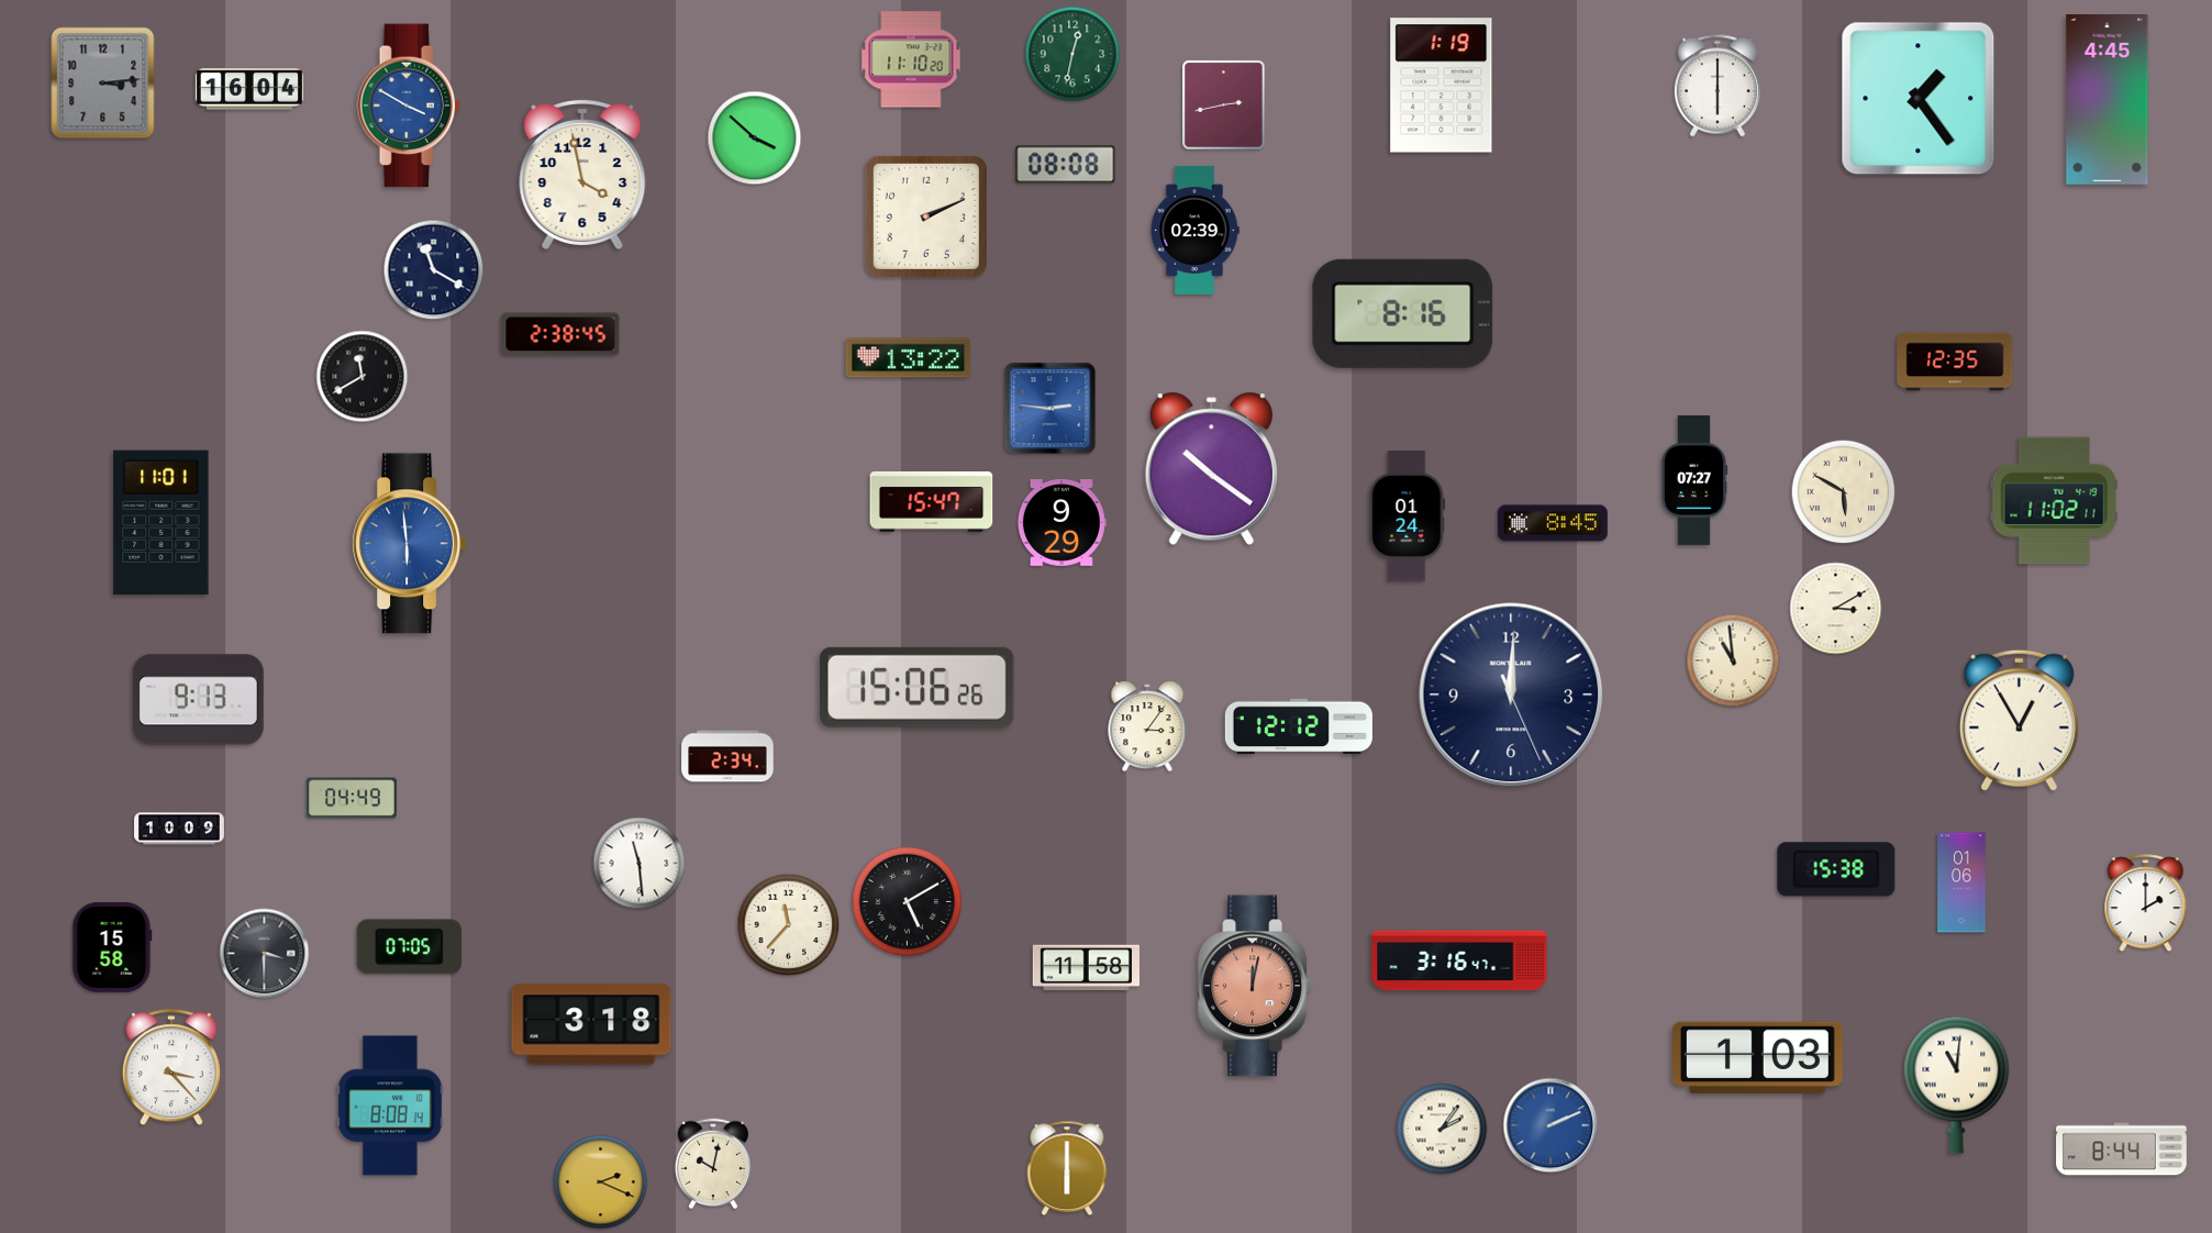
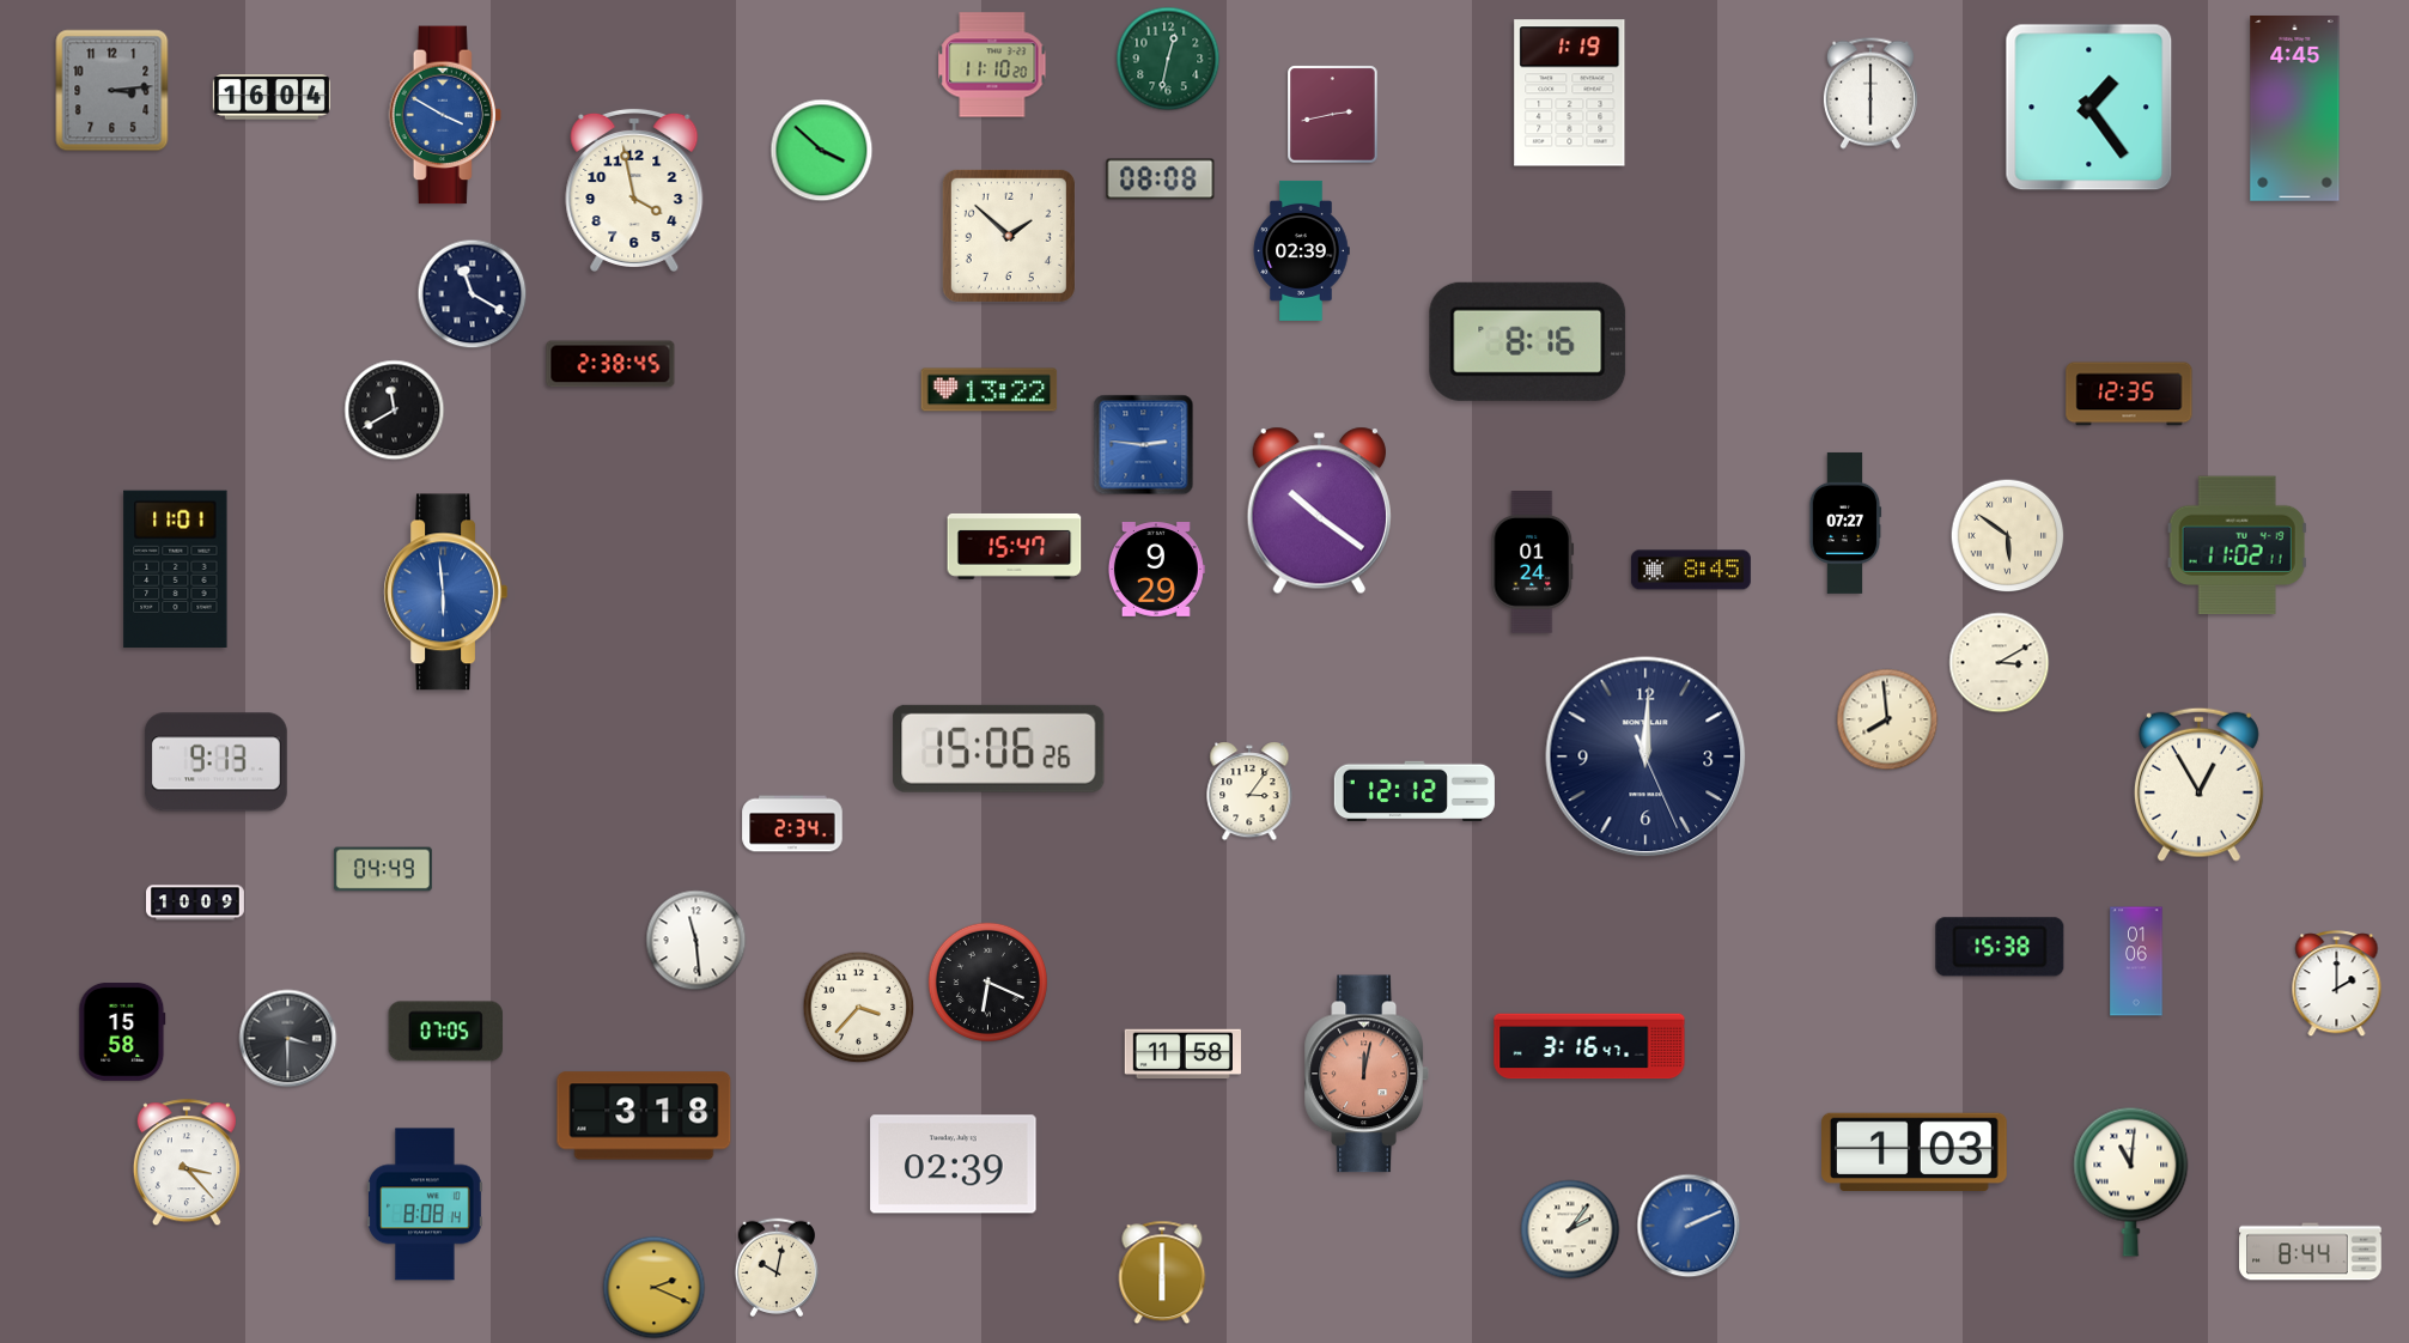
clock at (926, 216): 2:11 -> 1:52
clock at (1844, 492): 5:50 -> 5:51
clock at (1733, 660): 10:59 -> 7:59
clock at (907, 901): 5:10 -> 6:19
clock at (789, 925): 11:37 -> 3:37
clock at (954, 1165): none -> 02:39
